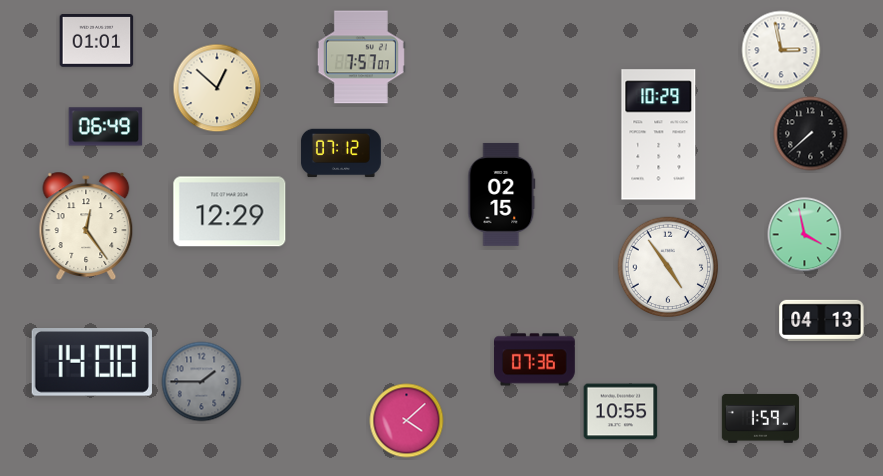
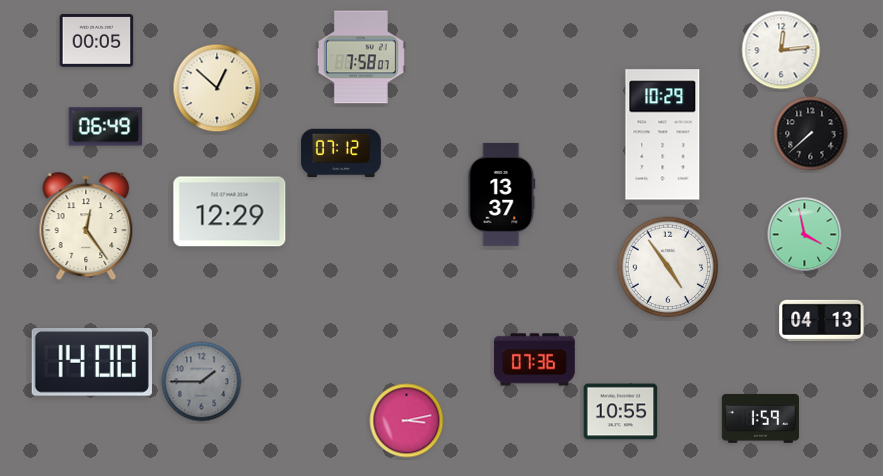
clock at (97, 41): 01:01 -> 00:05
clock at (781, 50): 2:58 -> 12:14
clock at (361, 57): 7:57 -> 7:58
clock at (659, 135) position: (659, 135) -> (663, 135)
clock at (502, 195): 02:15 -> 13:37
clock at (407, 421): 4:08 -> 3:13
